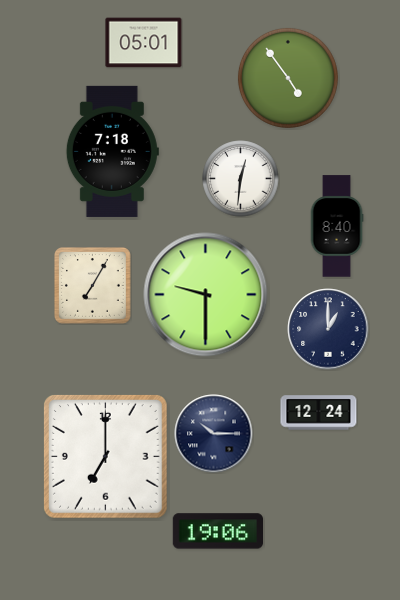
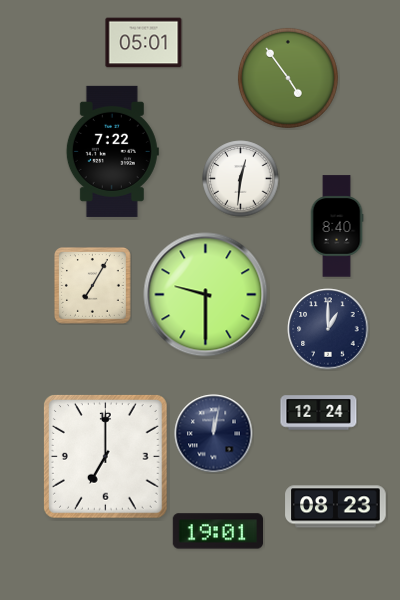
clock at (112, 151): 7:18 -> 7:22
clock at (214, 434): 10:15 -> 12:02
clock at (336, 507): none -> 08:23
clock at (217, 531): 19:06 -> 19:01
